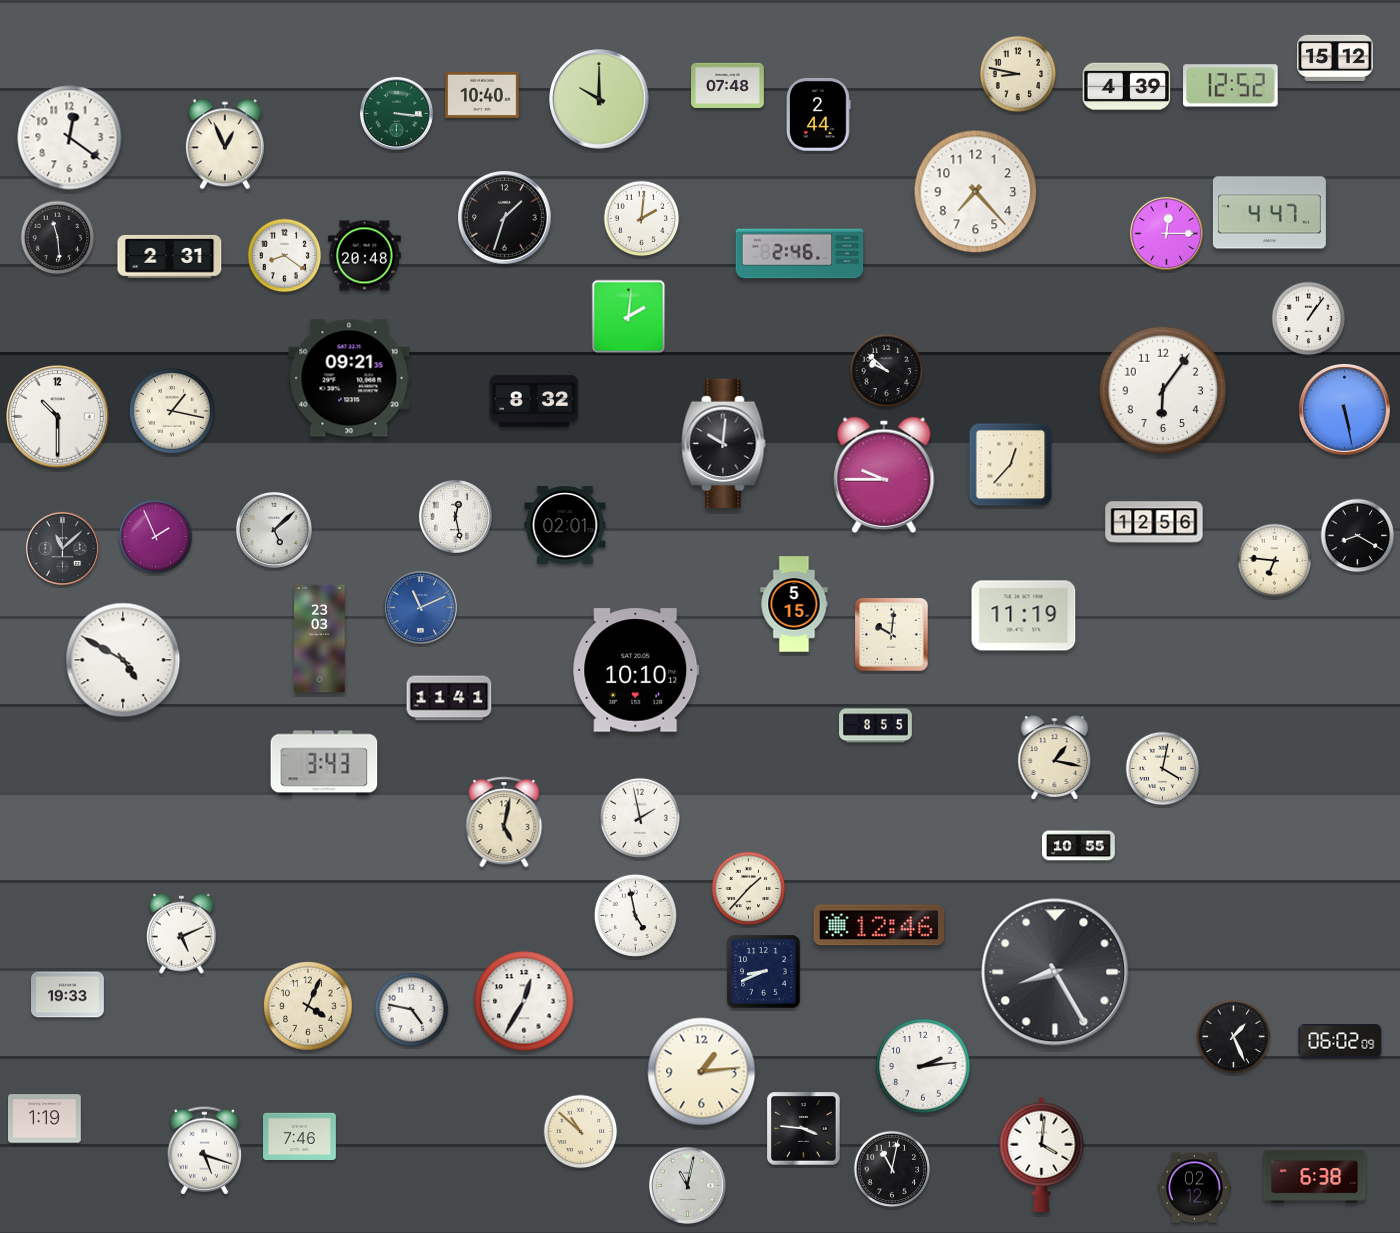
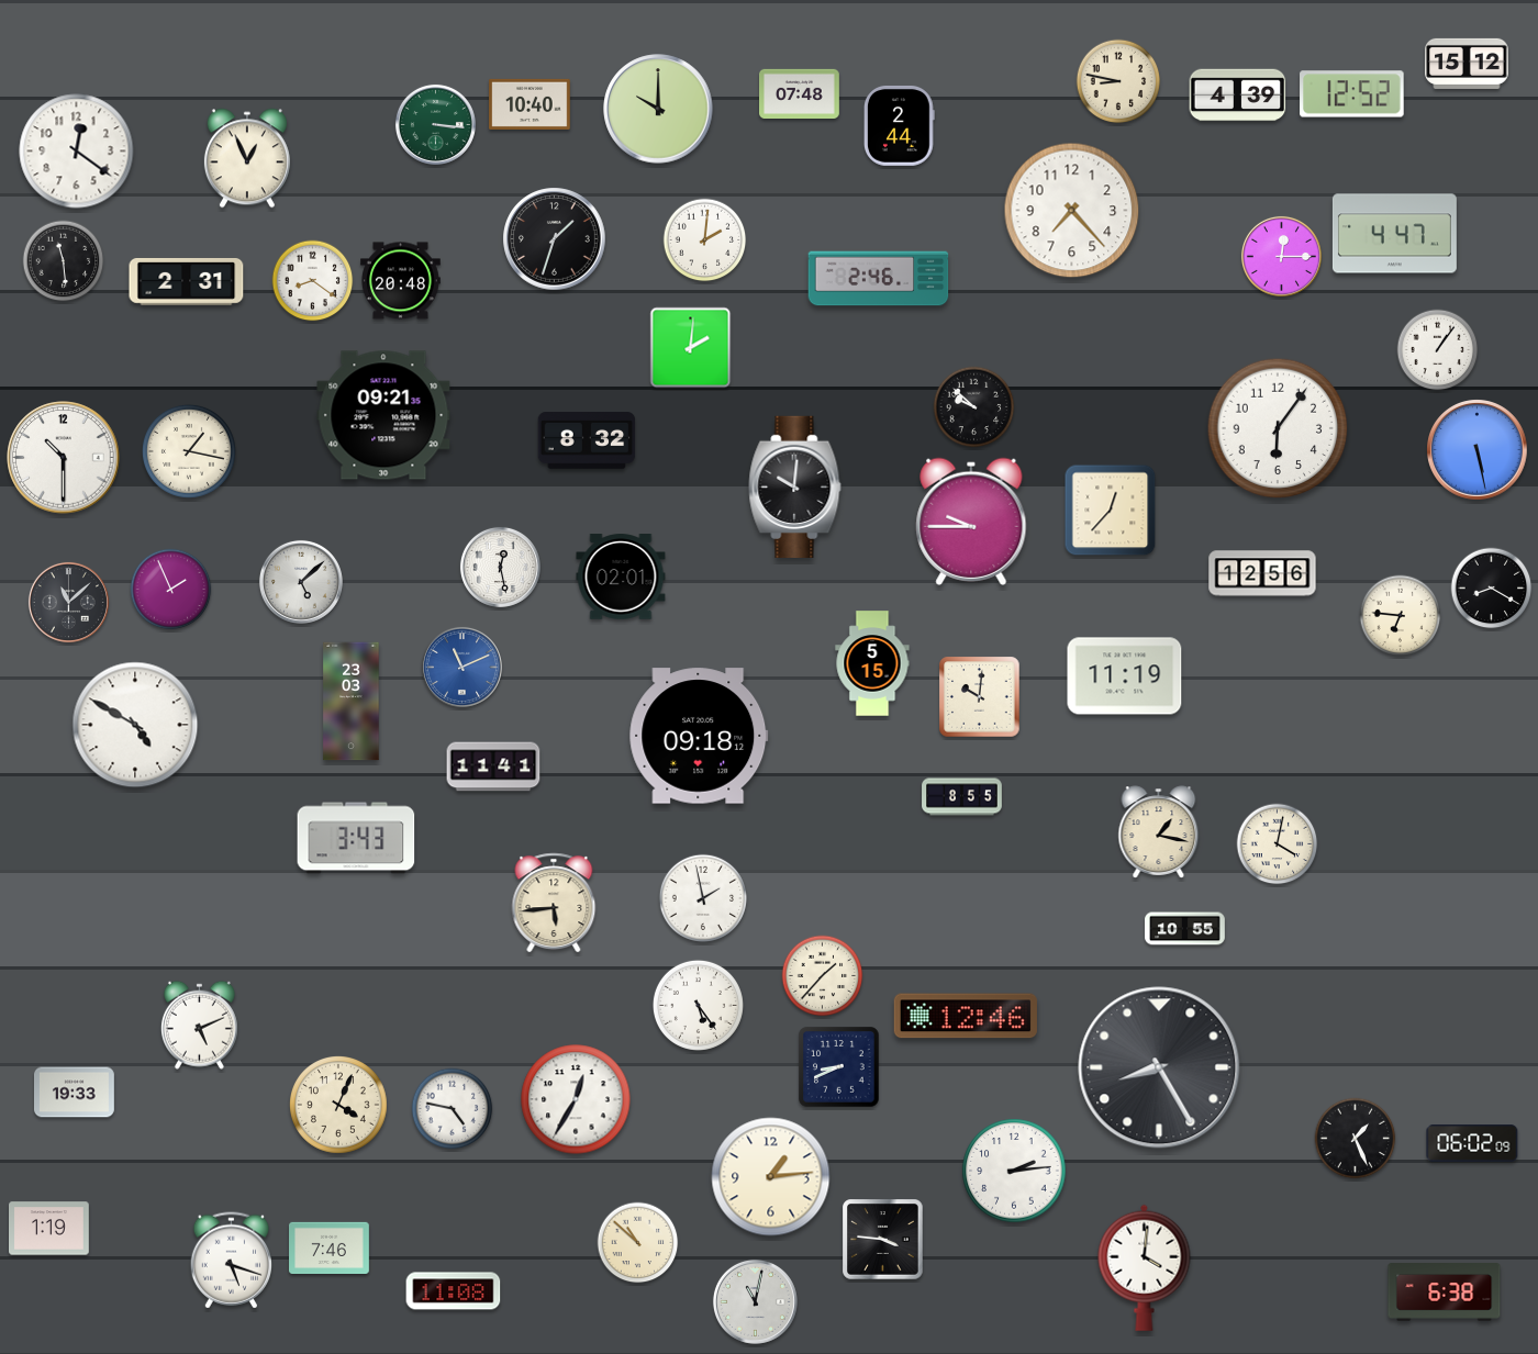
clock at (1154, 522) position: (1154, 522) -> (1262, 573)
clock at (636, 670): 10:10 -> 09:18
clock at (504, 822): 5:02 -> 5:44
clock at (635, 915): 4:58 -> 5:24
clock at (204, 1151) position: (204, 1151) -> (231, 1261)
clock at (892, 1169): 11:02 -> none
clock at (454, 1291): none -> 11:08
clock at (1195, 1188): 02:12 -> none
